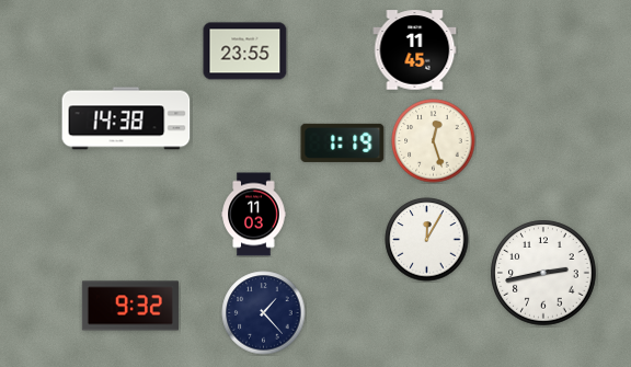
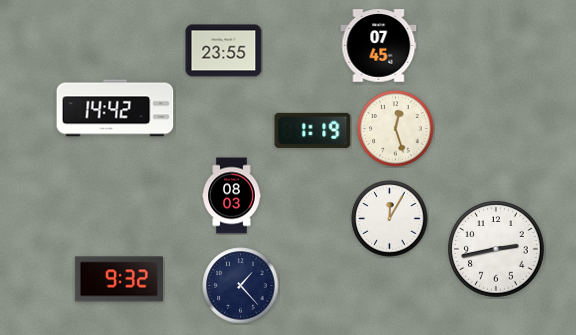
clock at (415, 50): 11:45 -> 07:45
clock at (245, 51) position: (245, 51) -> (224, 51)
clock at (126, 118): 14:38 -> 14:42
clock at (254, 215): 11:03 -> 08:03
